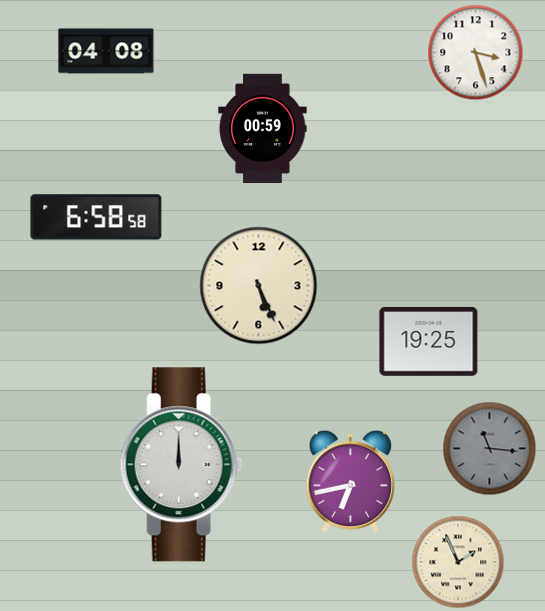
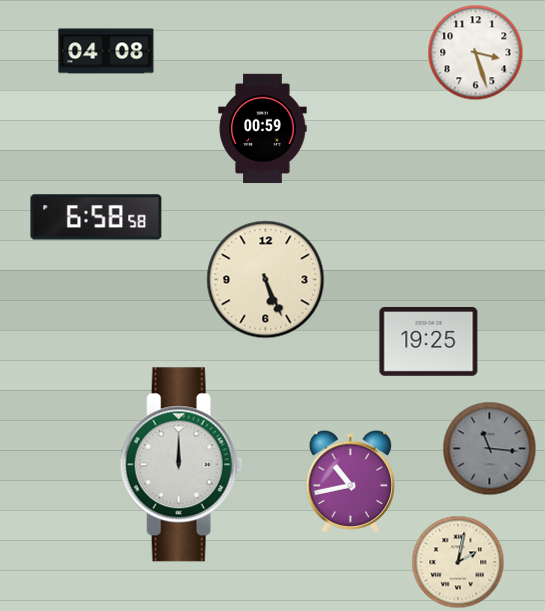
clock at (259, 286) position: (259, 286) -> (266, 280)
clock at (350, 481): 6:43 -> 10:43
clock at (458, 562): 1:56 -> 2:02
